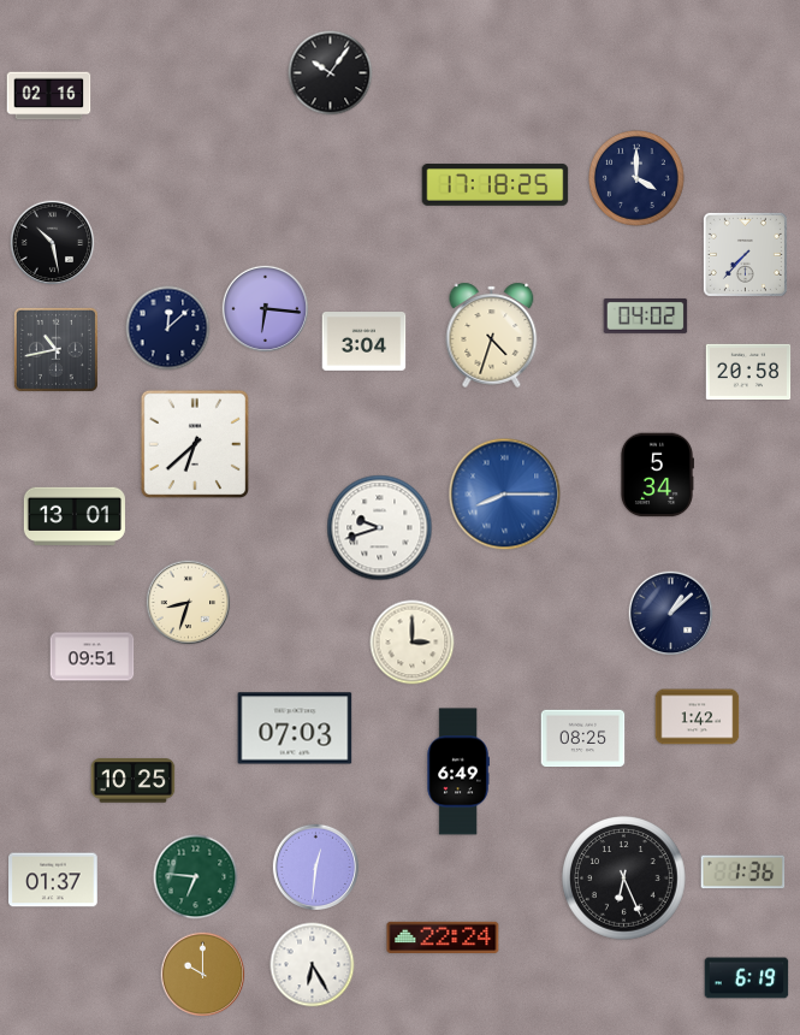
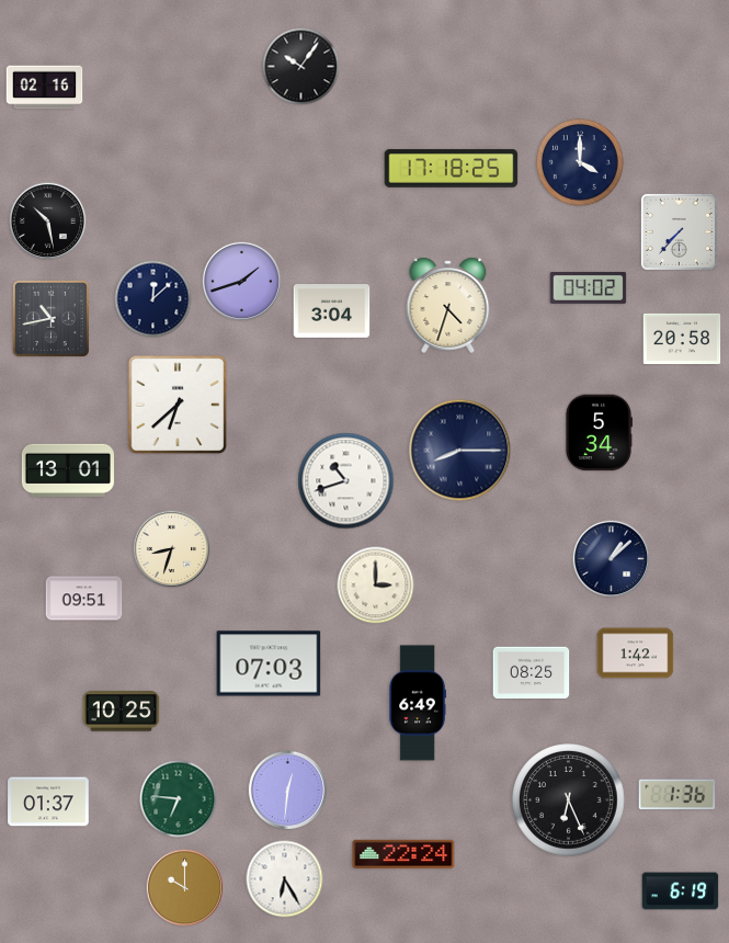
clock at (265, 308): 6:16 -> 1:42
clock at (505, 495) dial: blue -> navy
clock at (380, 528): 9:42 -> 10:42
